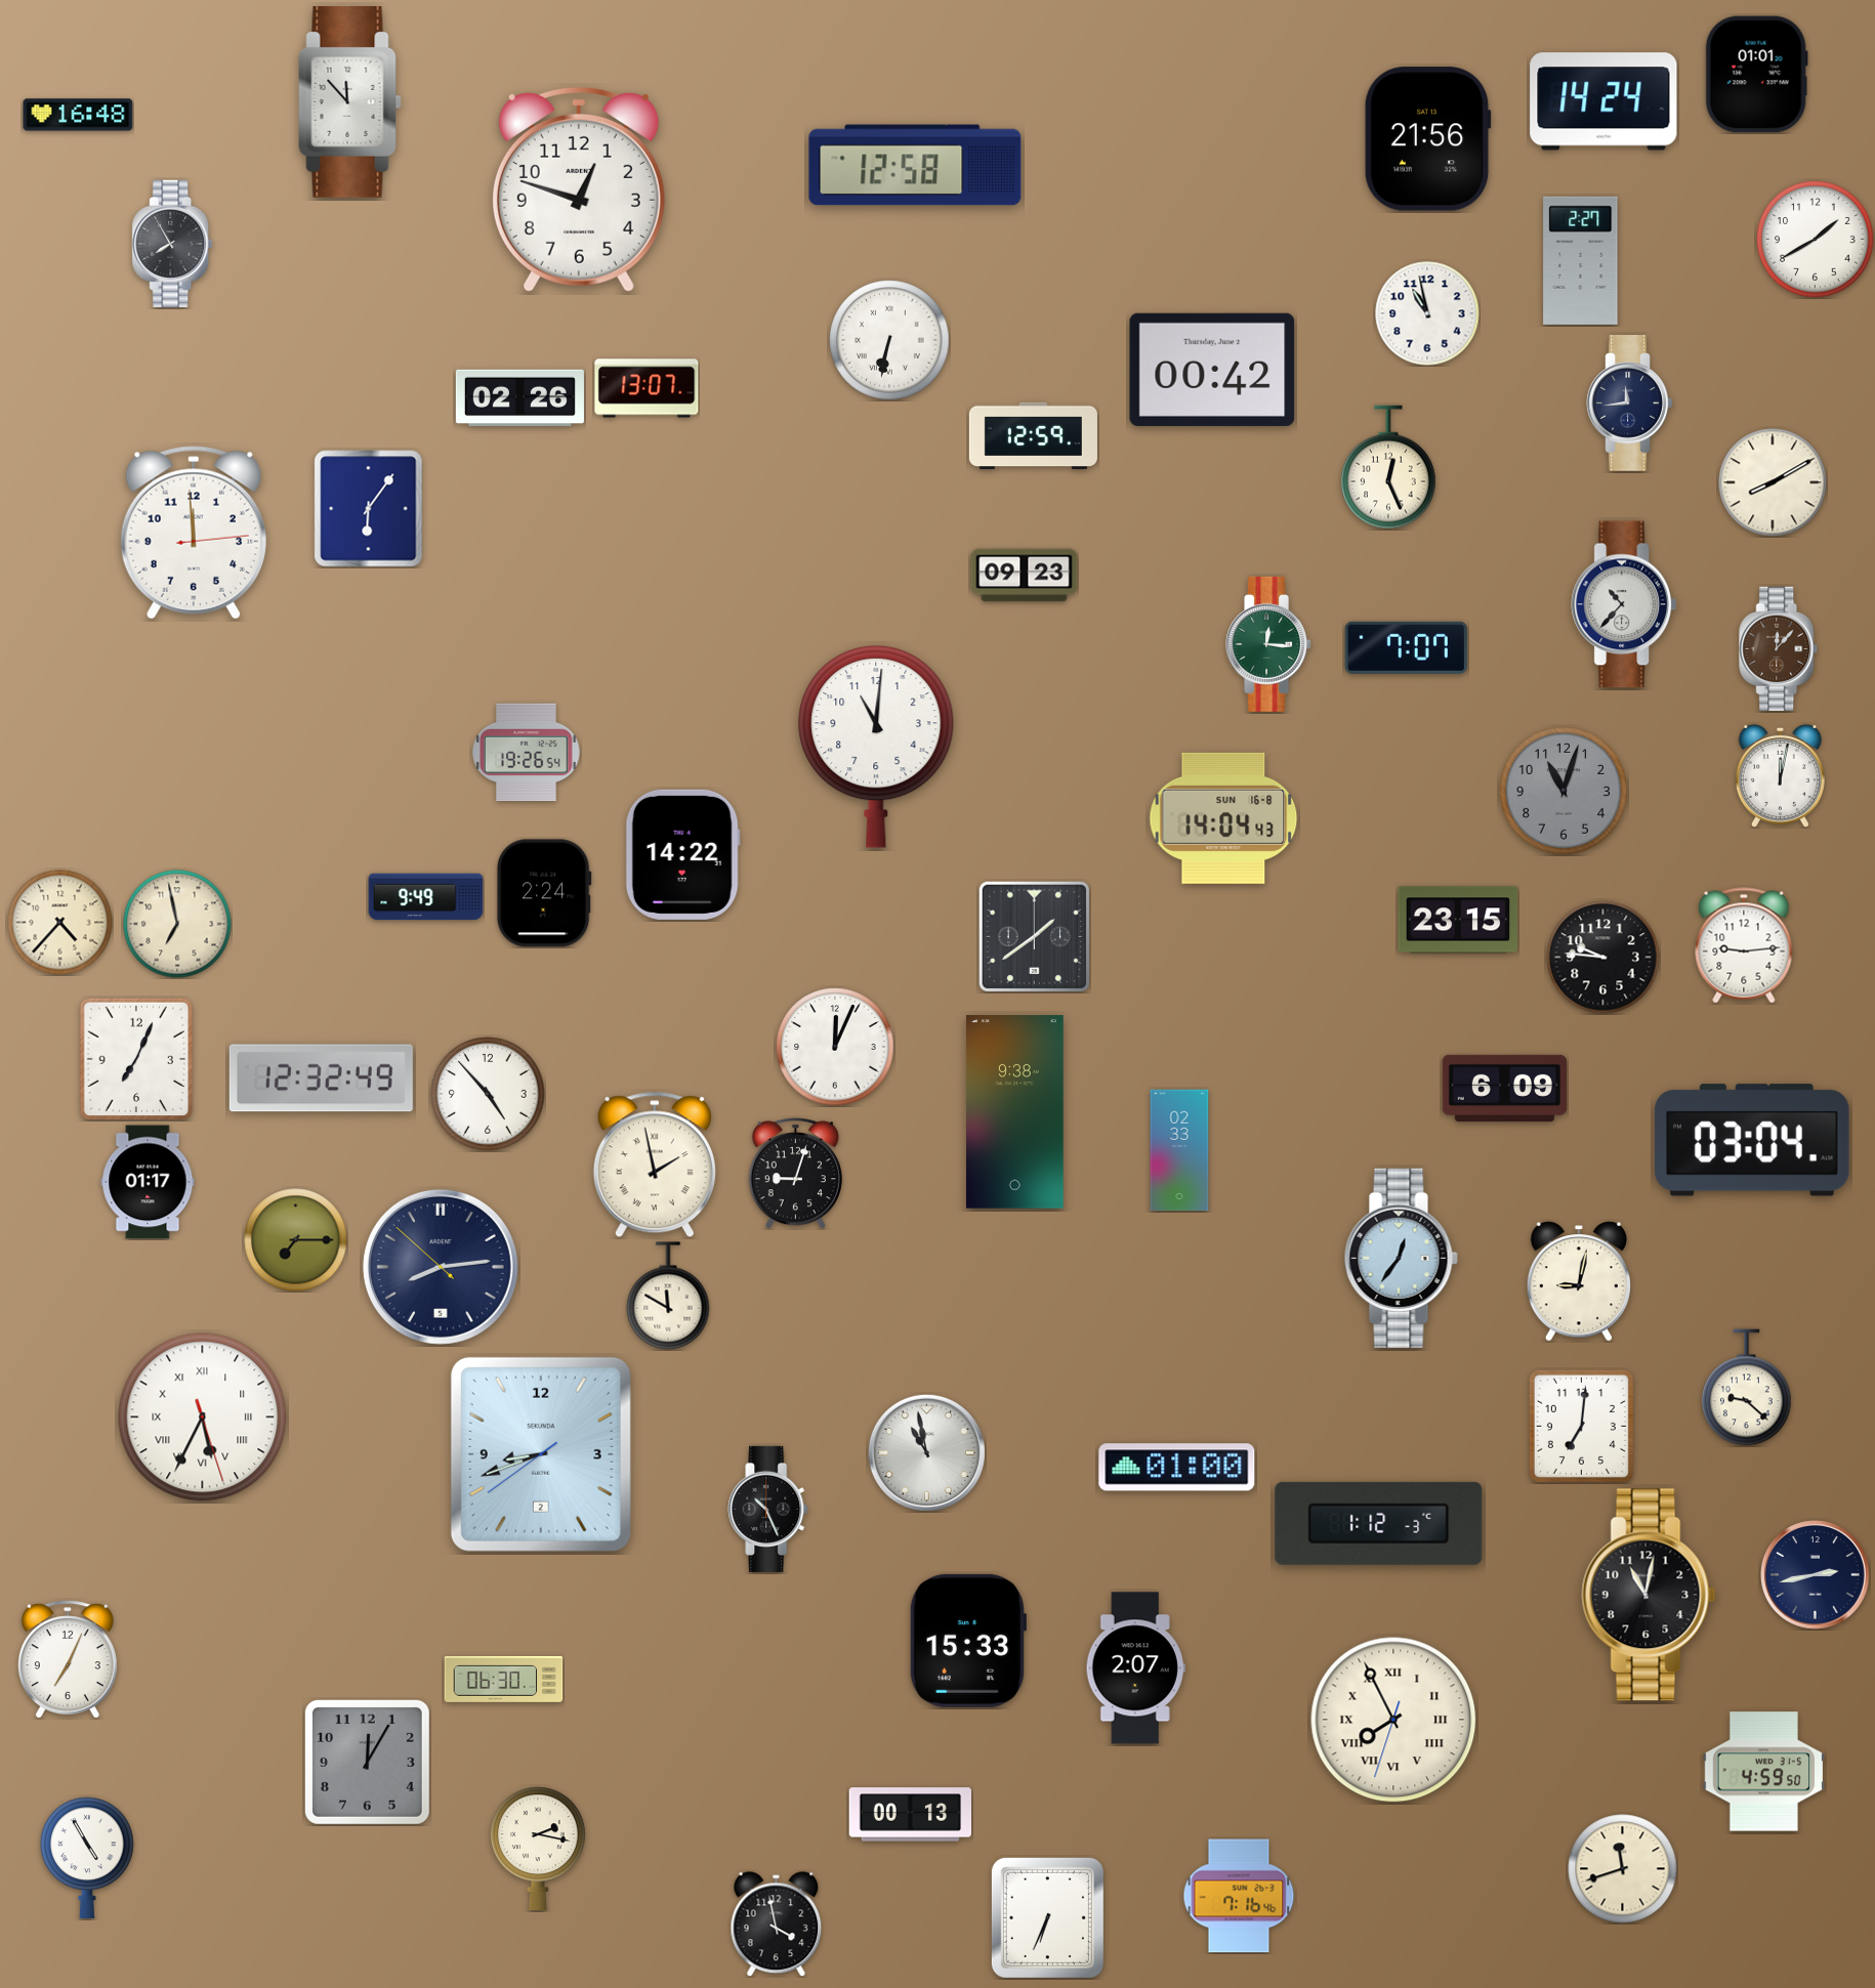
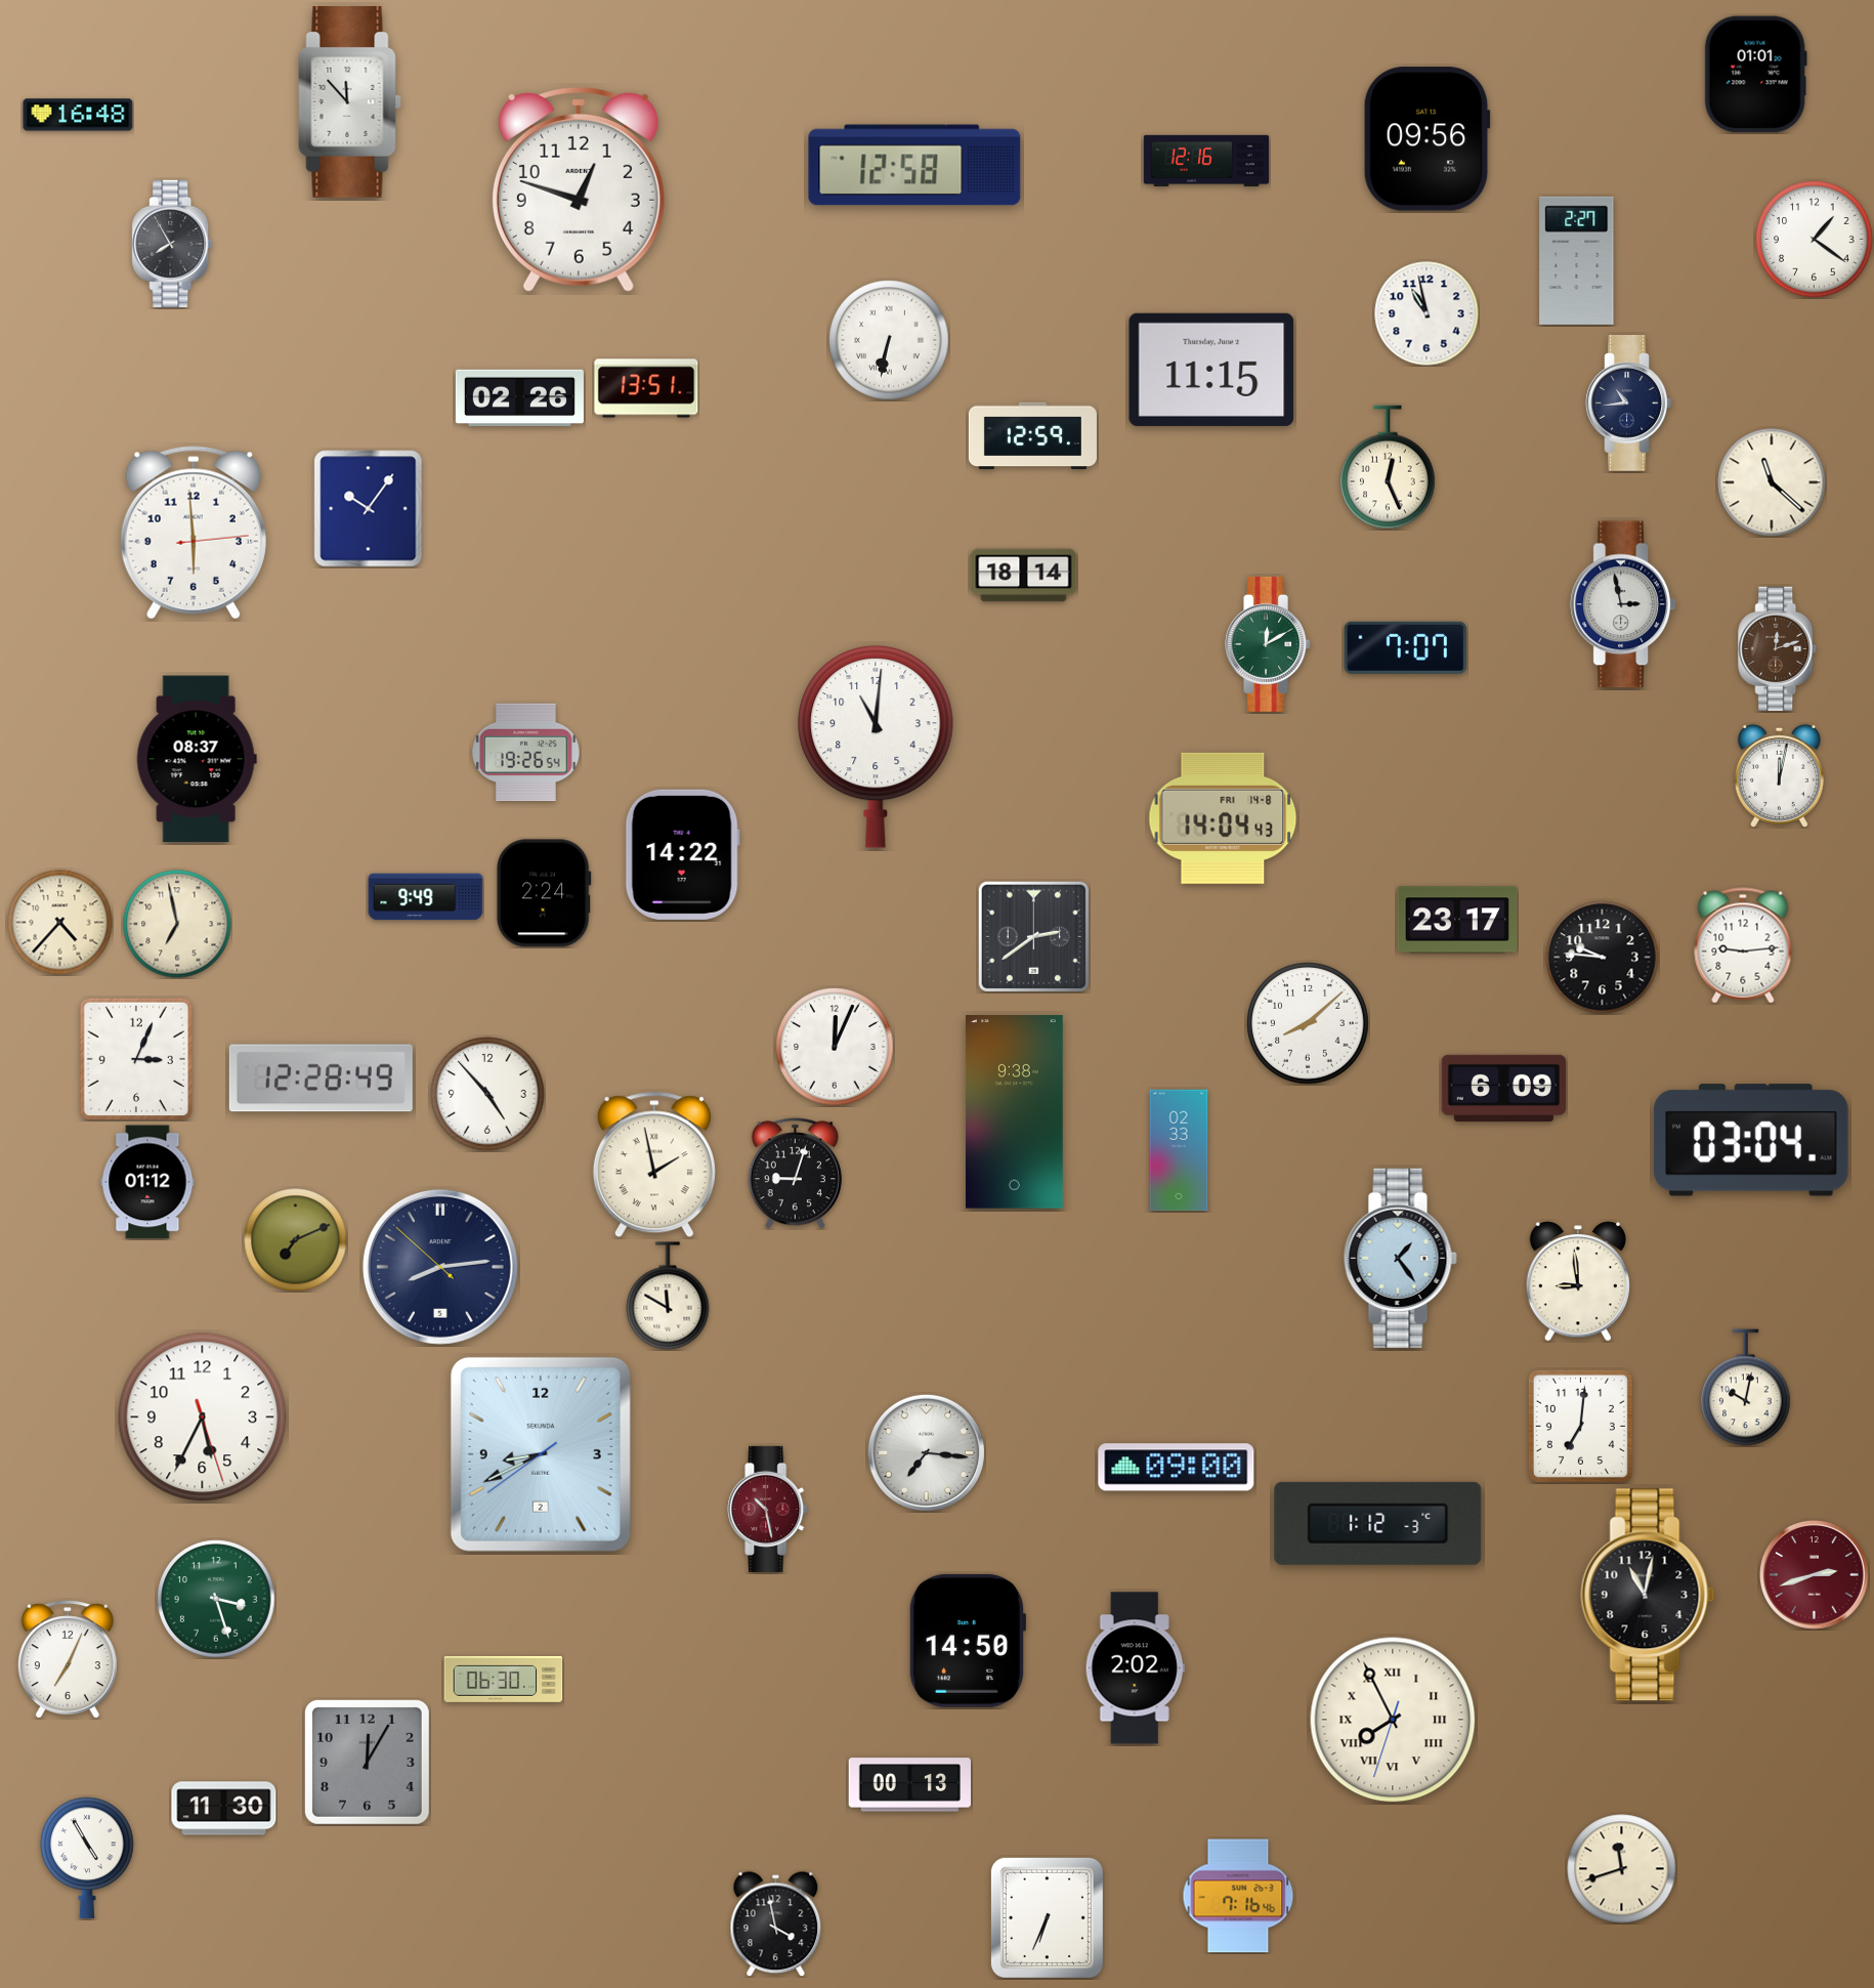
clock at (1603, 101): 14:24 -> none
clock at (1427, 139): 21:56 -> 09:56
clock at (1205, 161): none -> 12:16
clock at (1816, 240): 1:40 -> 1:21
clock at (1581, 260) position: (1581, 260) -> (1577, 260)
clock at (1212, 370): 00:42 -> 11:15
clock at (647, 388): 13:07 -> 13:51
clock at (1630, 404): 11:44 -> 10:44
clock at (1773, 482): 8:10 -> 11:22
clock at (369, 509): 6:06 -> 10:06
clock at (194, 533): 11:59 -> 5:59
clock at (1025, 576): 09:23 -> 18:14
clock at (1624, 604): 10:37 -> 2:58
clock at (1268, 644): 12:16 -> 12:10
clock at (1779, 648): 12:07 -> 12:12
clock at (197, 759): none -> 08:37
clock at (1564, 791): 11:03 -> none
clock at (1223, 818) date: SUN 16-8 -> FRI 14-8
clock at (1458, 920): 23:15 -> 23:17
clock at (1034, 936): 1:39 -> 2:39
clock at (1308, 1023): none -> 8:08
clock at (136, 1058): 7:04 -> 3:04
clock at (321, 1078): 12:32 -> 12:28
clock at (148, 1182): 01:17 -> 01:12
clock at (296, 1240): 7:15 -> 7:11
clock at (1401, 1258): 12:36 -> 1:24
clock at (1578, 1281): 9:02 -> 8:59
clock at (1747, 1388): 9:22 -> 10:02
clock at (203, 1418) numerals: Roman -> Arabic
clock at (926, 1452): 10:58 -> 7:16
clock at (541, 1454): 8:41 -> 8:40
clock at (1177, 1468): 01:00 -> 09:00
clock at (768, 1509): 10:26 -> 10:28
clock at (768, 1509) dial: black -> burgundy
clock at (1816, 1575): 2:43 -> 2:42
clock at (1816, 1575) dial: navy -> burgundy
clock at (216, 1599): none -> 3:27
clock at (967, 1641): 15:33 -> 14:50
clock at (1135, 1668): 2:07 -> 2:02
clock at (1763, 1772): 4:59 -> none
clock at (224, 1809): none -> 11:30
clock at (910, 1815) position: (910, 1815) -> (909, 1785)
clock at (538, 1848): 2:17 -> none
